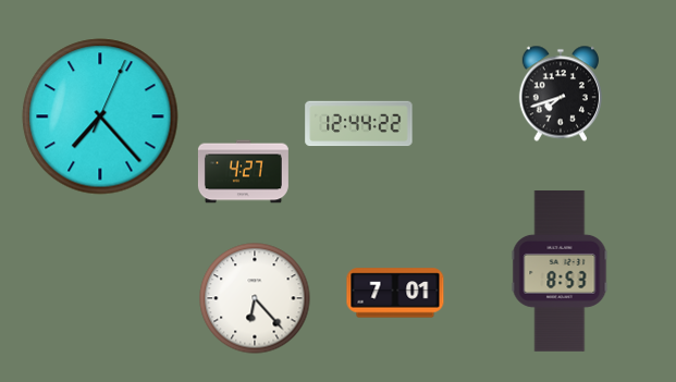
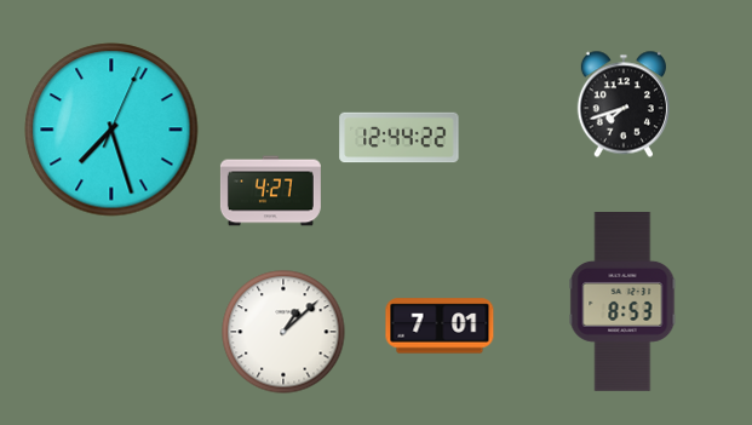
clock at (100, 116): 7:23 -> 7:27
clock at (255, 298): 6:23 -> 1:08
